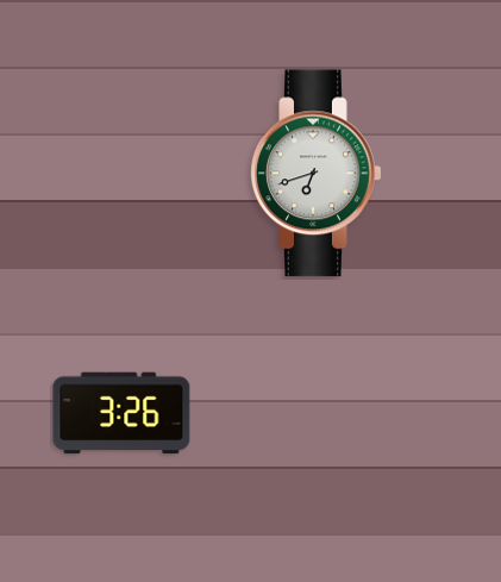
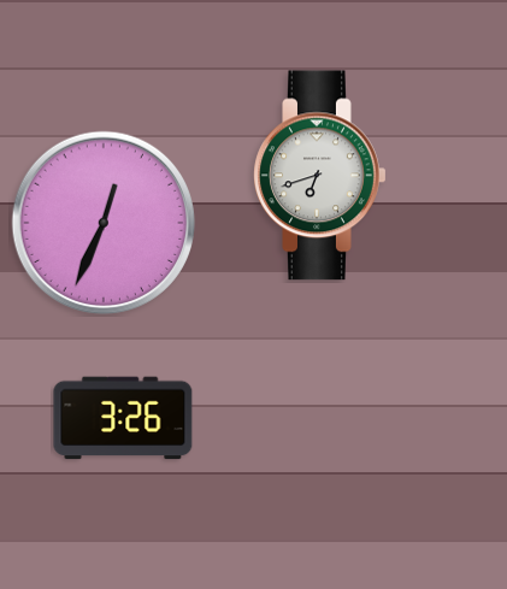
clock at (104, 223): none -> 12:34
